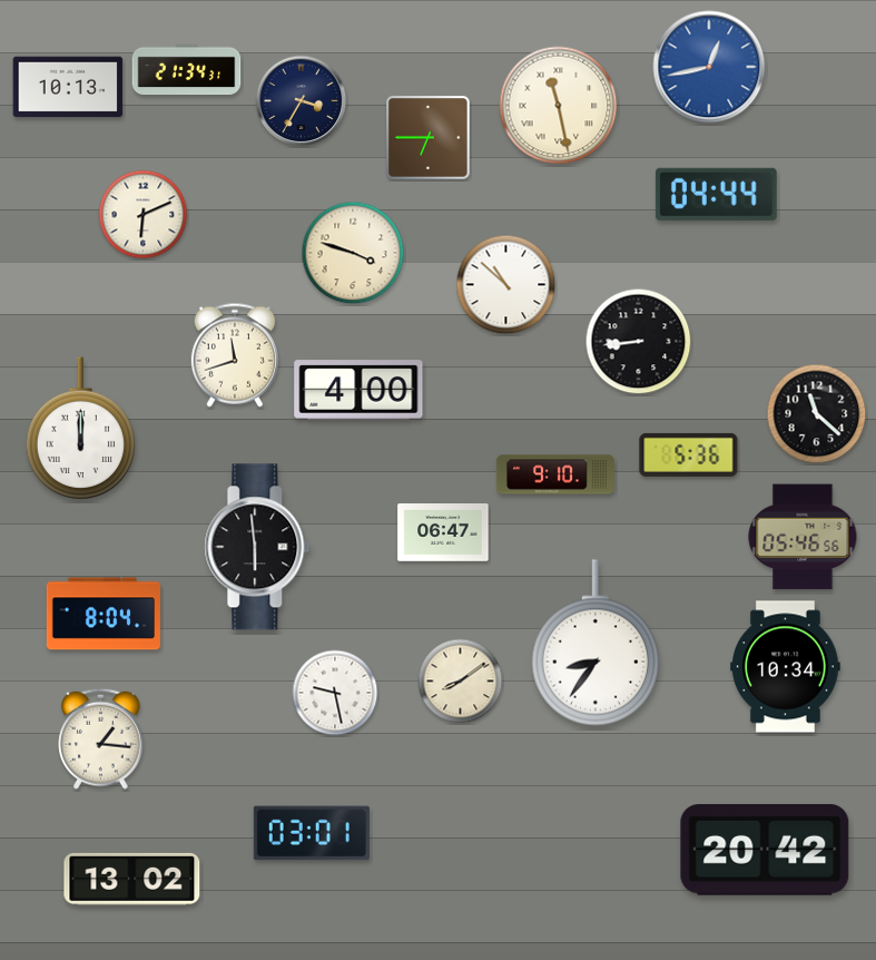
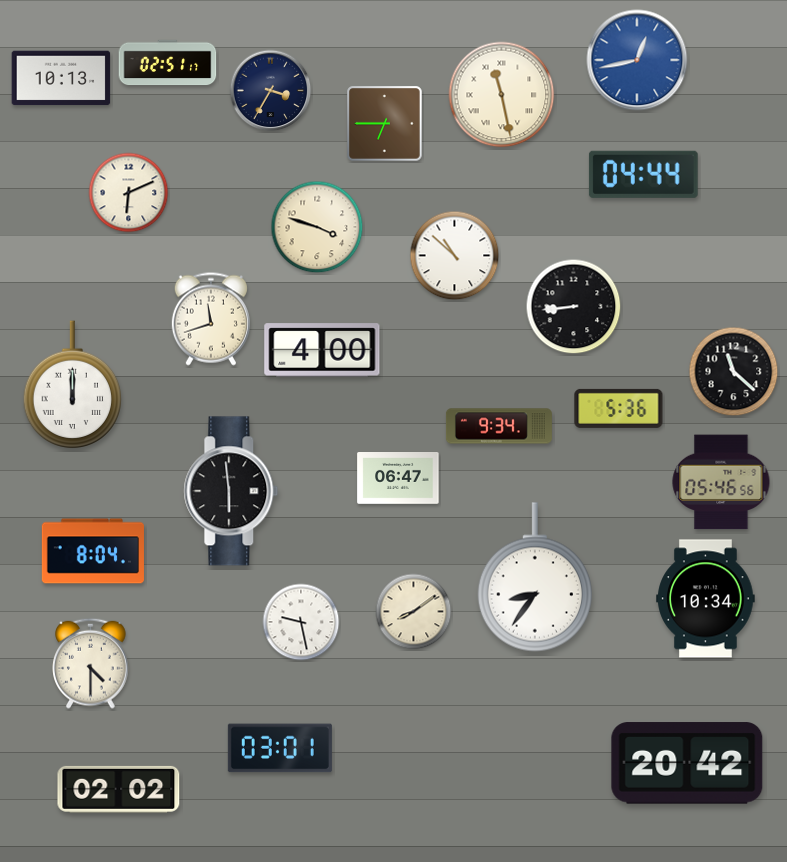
clock at (187, 70): 21:34 -> 02:51
clock at (555, 474): 9:10 -> 9:34
clock at (101, 738): 1:16 -> 4:30
clock at (132, 879): 13:02 -> 02:02
